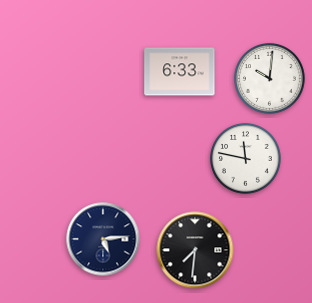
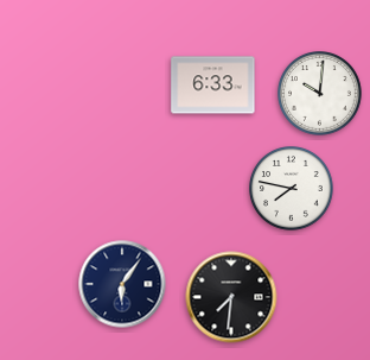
clock at (246, 159): 11:47 -> 7:47
clock at (103, 239): 5:14 -> 6:06
